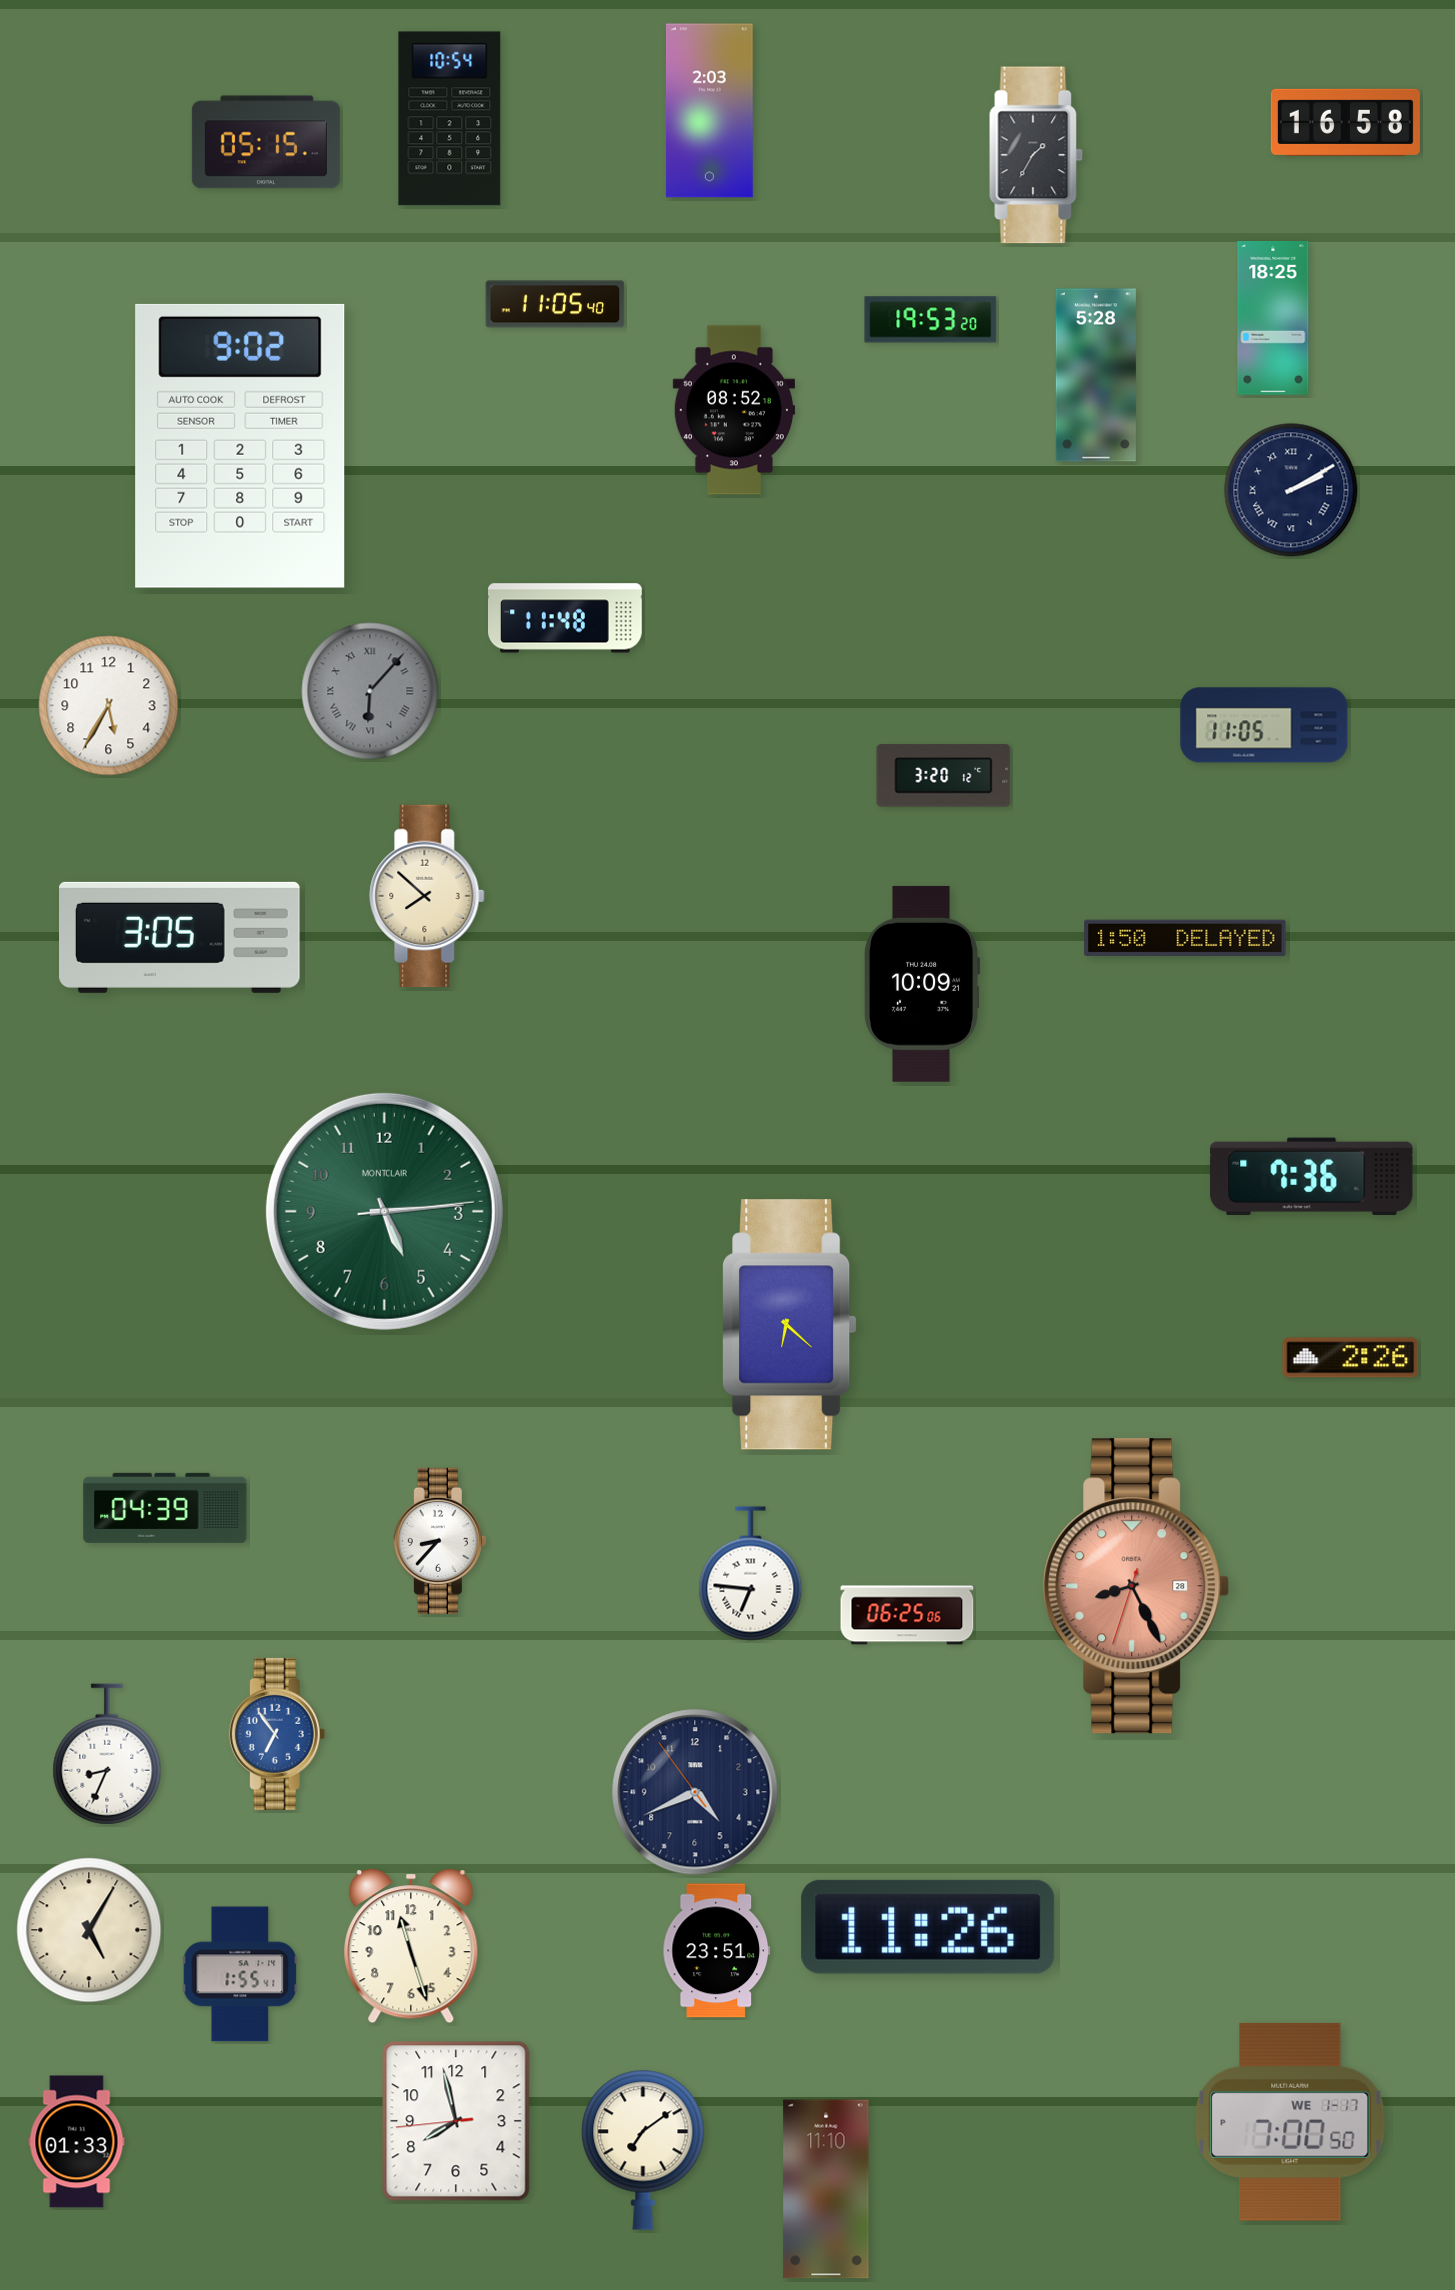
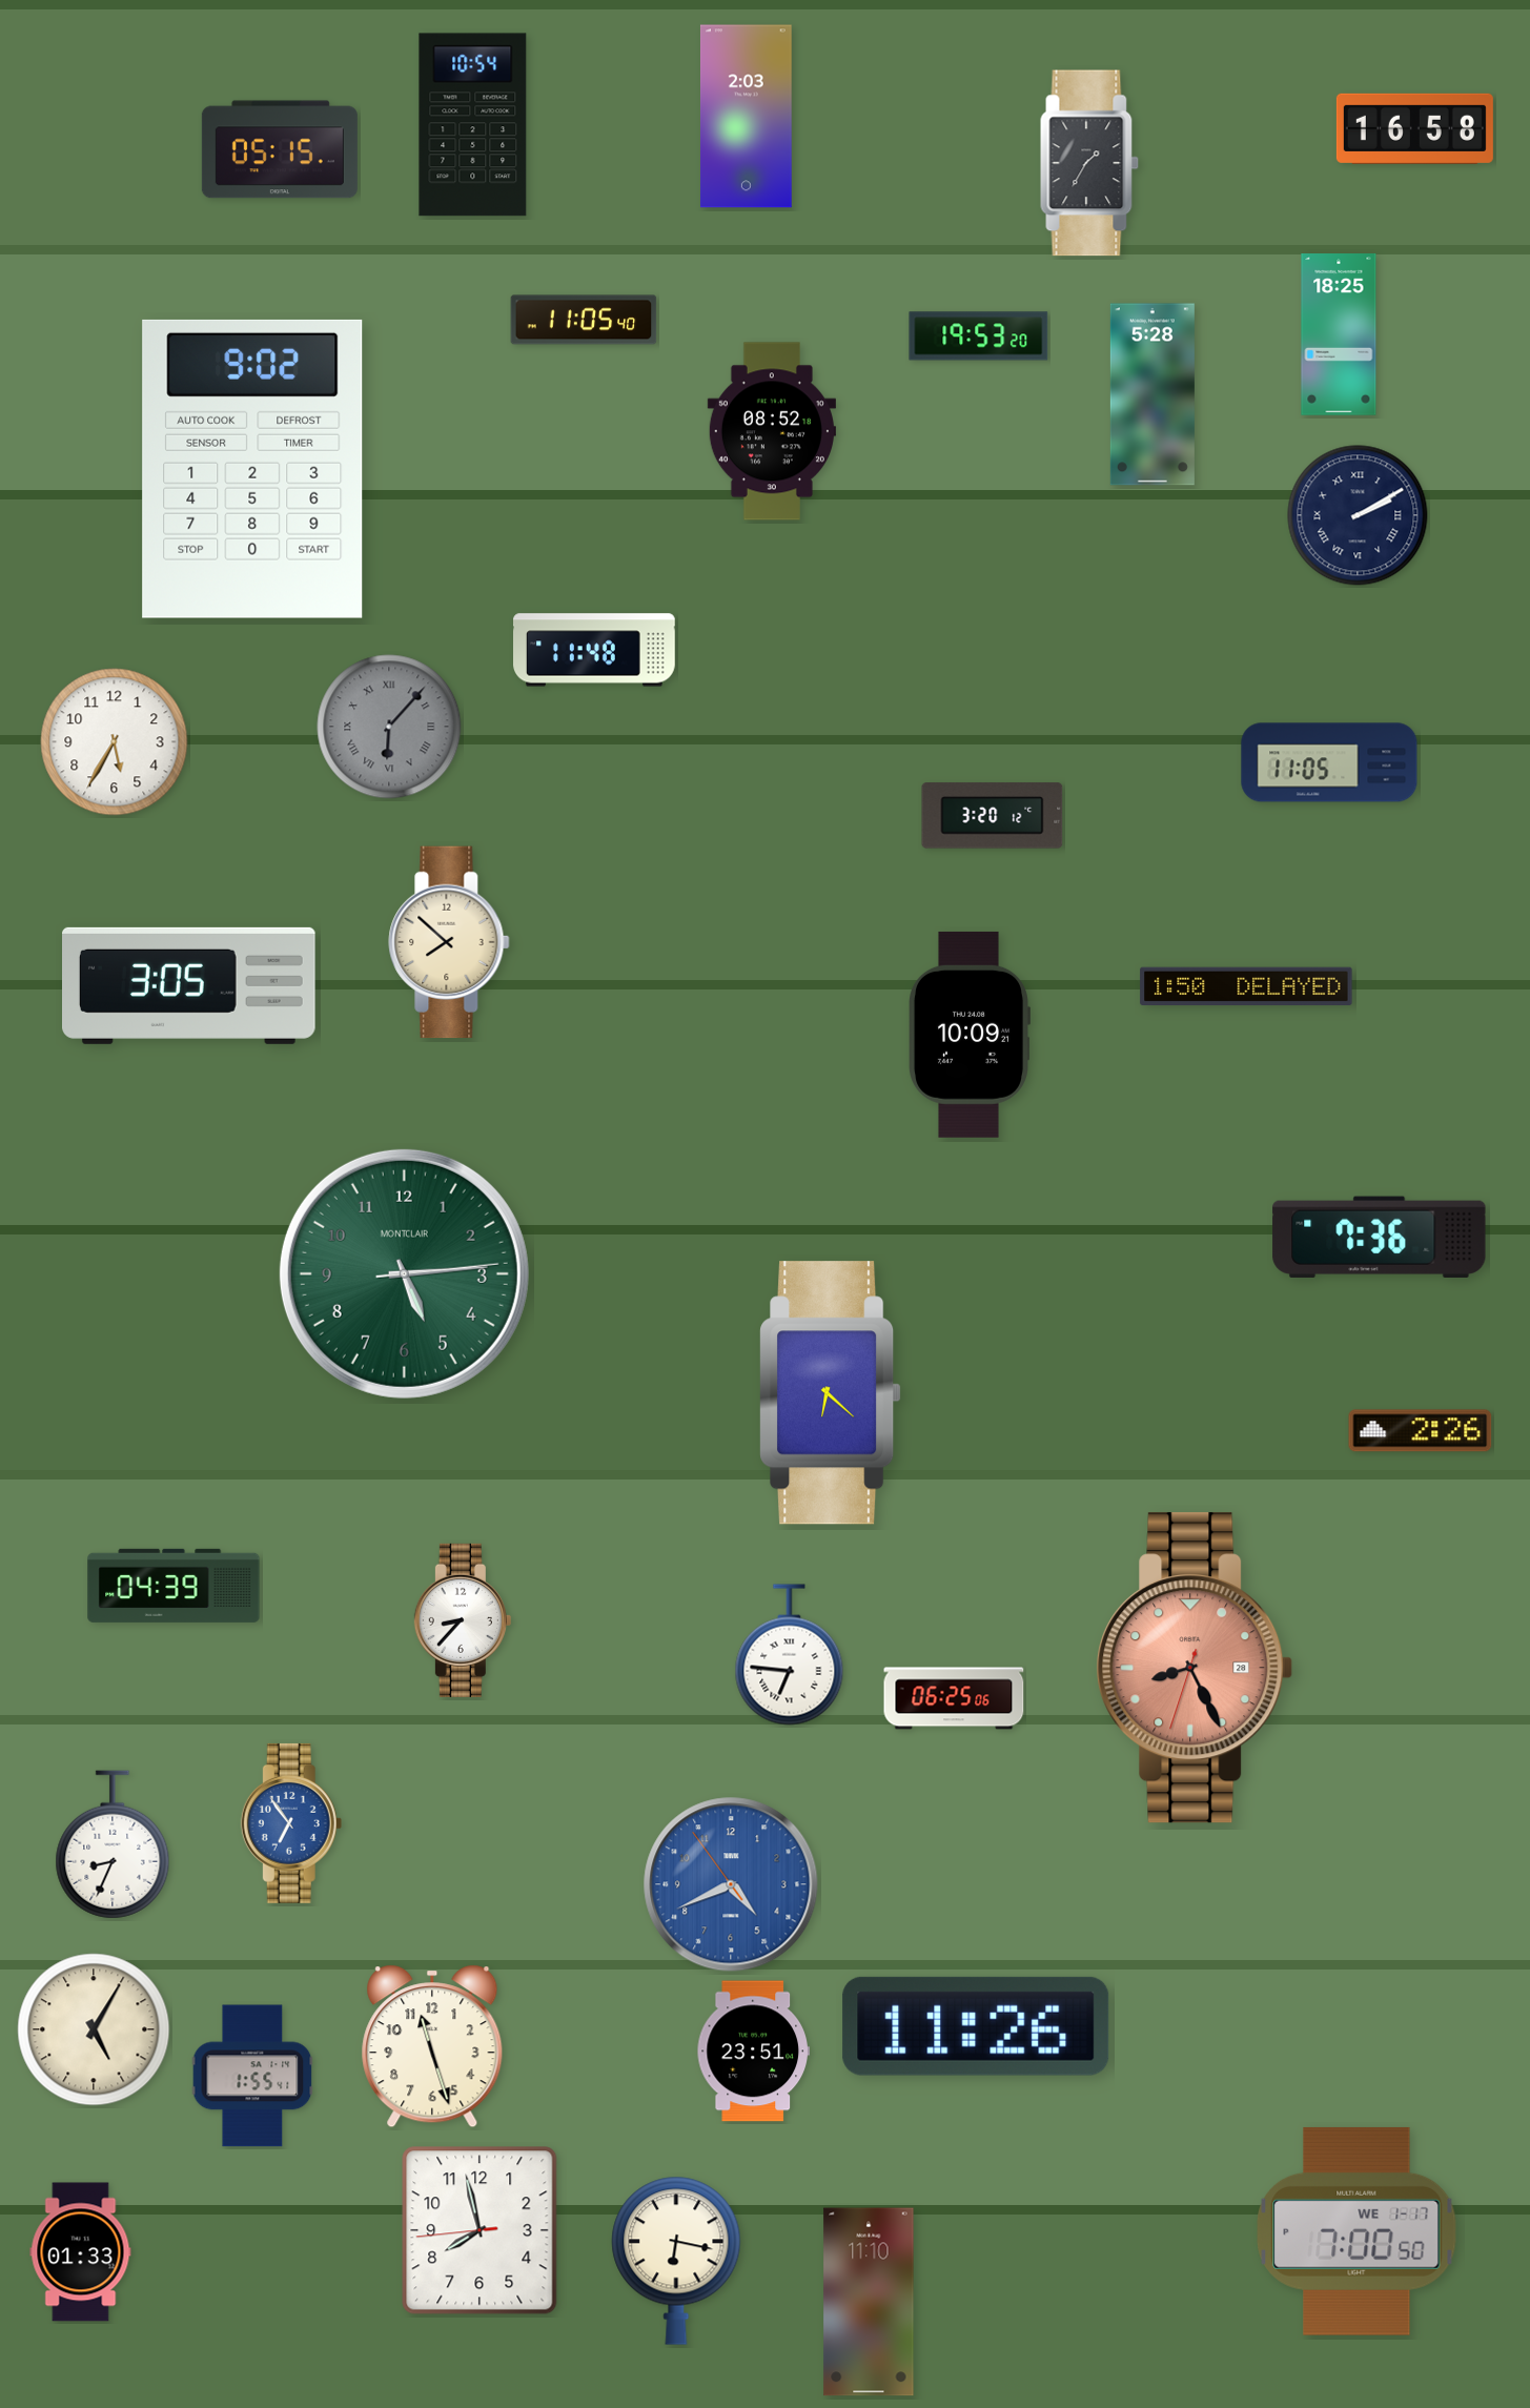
clock at (1351, 1358) position: (1351, 1358) -> (1421, 1431)
clock at (695, 1792) dial: navy -> blue
clock at (643, 2150): 7:09 -> 6:17
